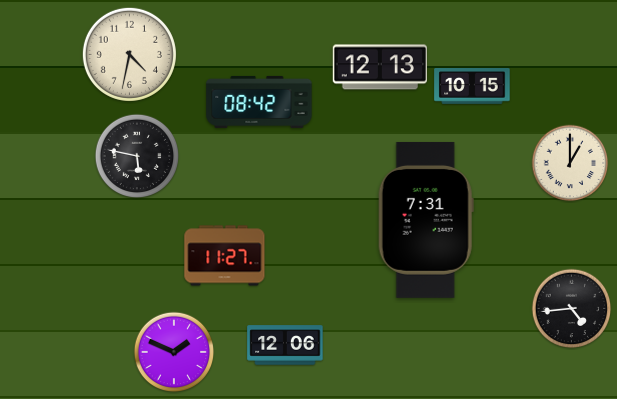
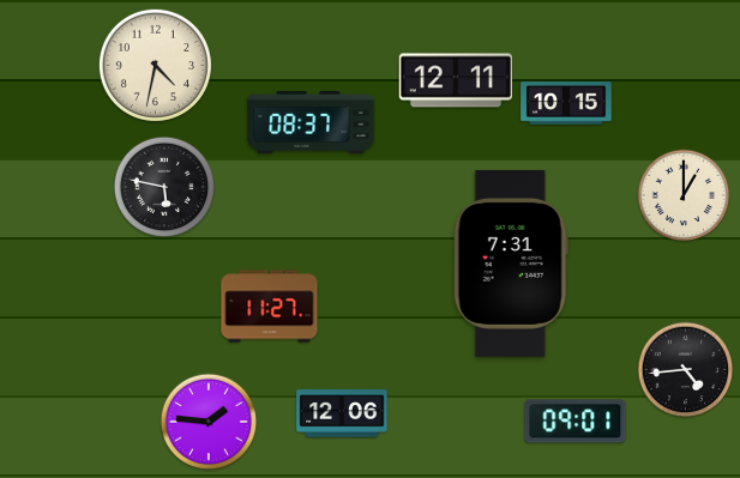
clock at (379, 67): 12:13 -> 12:11
clock at (259, 102): 08:42 -> 08:37
clock at (174, 352): 1:49 -> 1:46
clock at (576, 422): none -> 09:01
